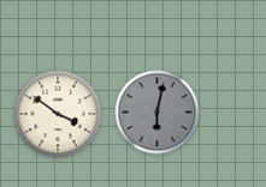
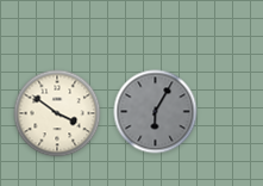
clock at (158, 113): 6:02 -> 6:05
